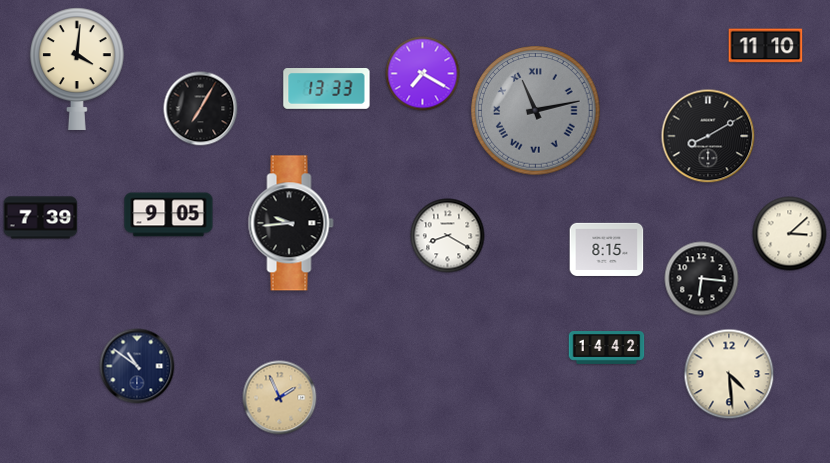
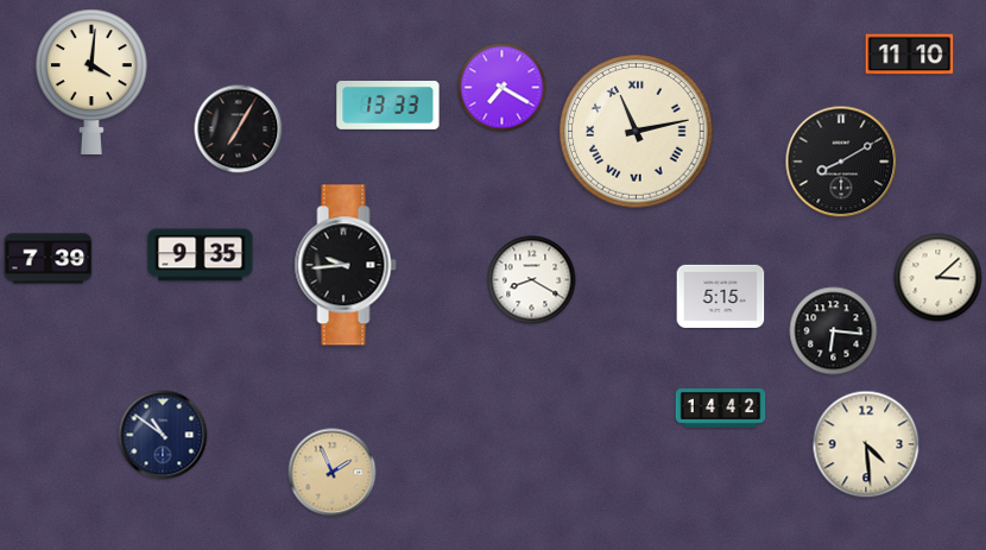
clock at (536, 111) dial: grey -> cream
clock at (169, 215): 9:05 -> 9:35
clock at (607, 249): 8:15 -> 5:15
clock at (607, 348) position: (607, 348) -> (721, 409)
